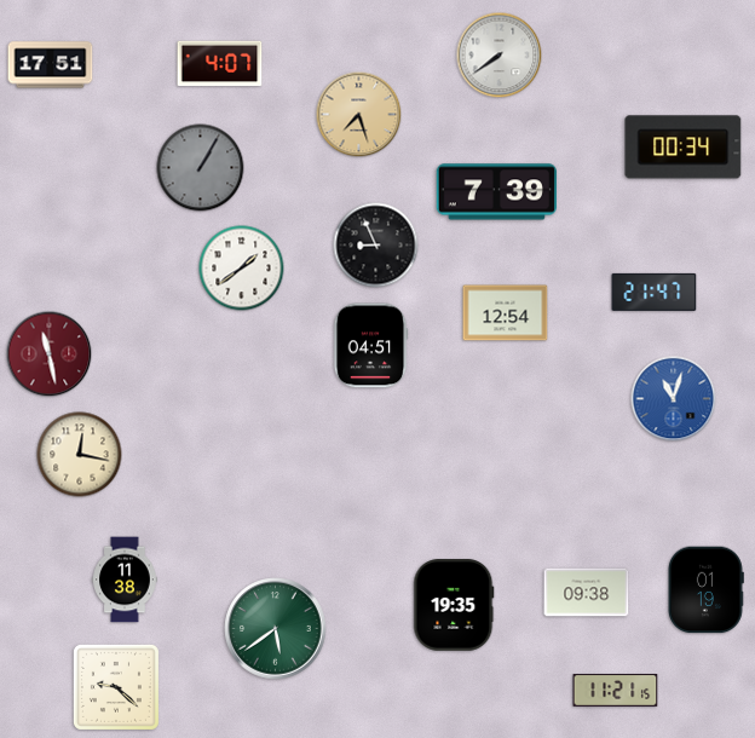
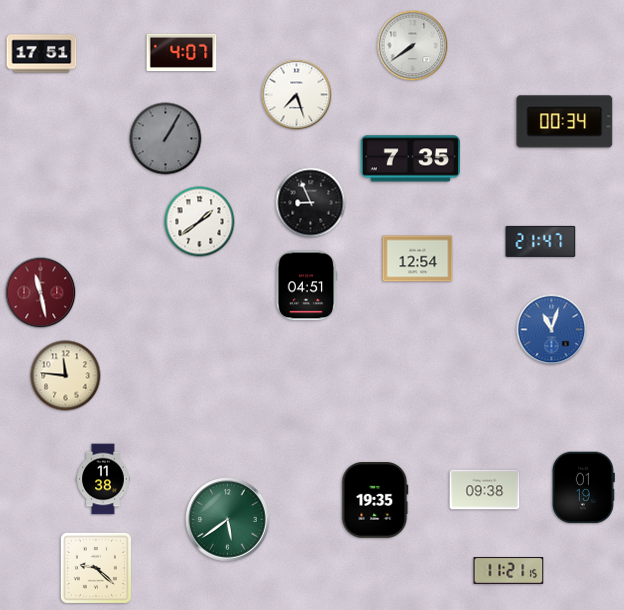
clock at (359, 115) dial: champagne -> white
clock at (496, 192): 7:39 -> 7:35
clock at (674, 399) position: (674, 399) -> (552, 330)
clock at (80, 455): 12:17 -> 11:46
